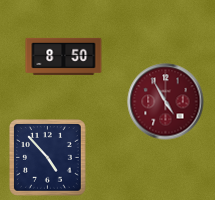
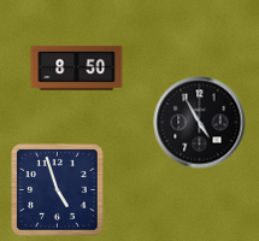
clock at (166, 102) dial: burgundy -> black
clock at (48, 158): 4:53 -> 4:57
